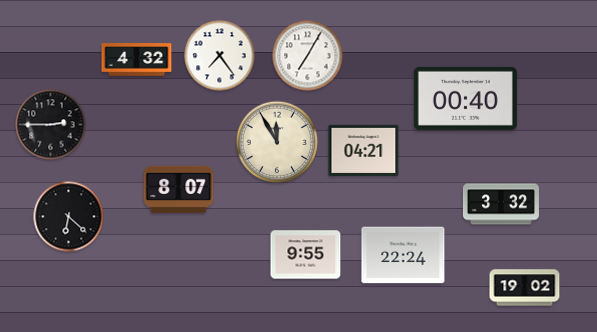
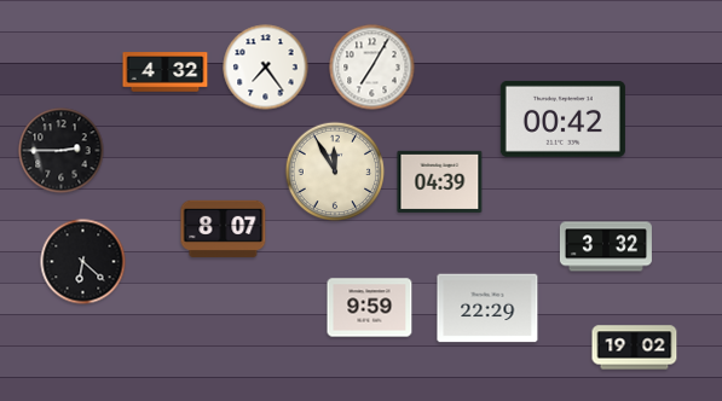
clock at (465, 98): 00:40 -> 00:42
clock at (364, 150): 04:21 -> 04:39
clock at (179, 189) position: (179, 189) -> (224, 228)
clock at (306, 255): 9:55 -> 9:59
clock at (403, 255): 22:24 -> 22:29
